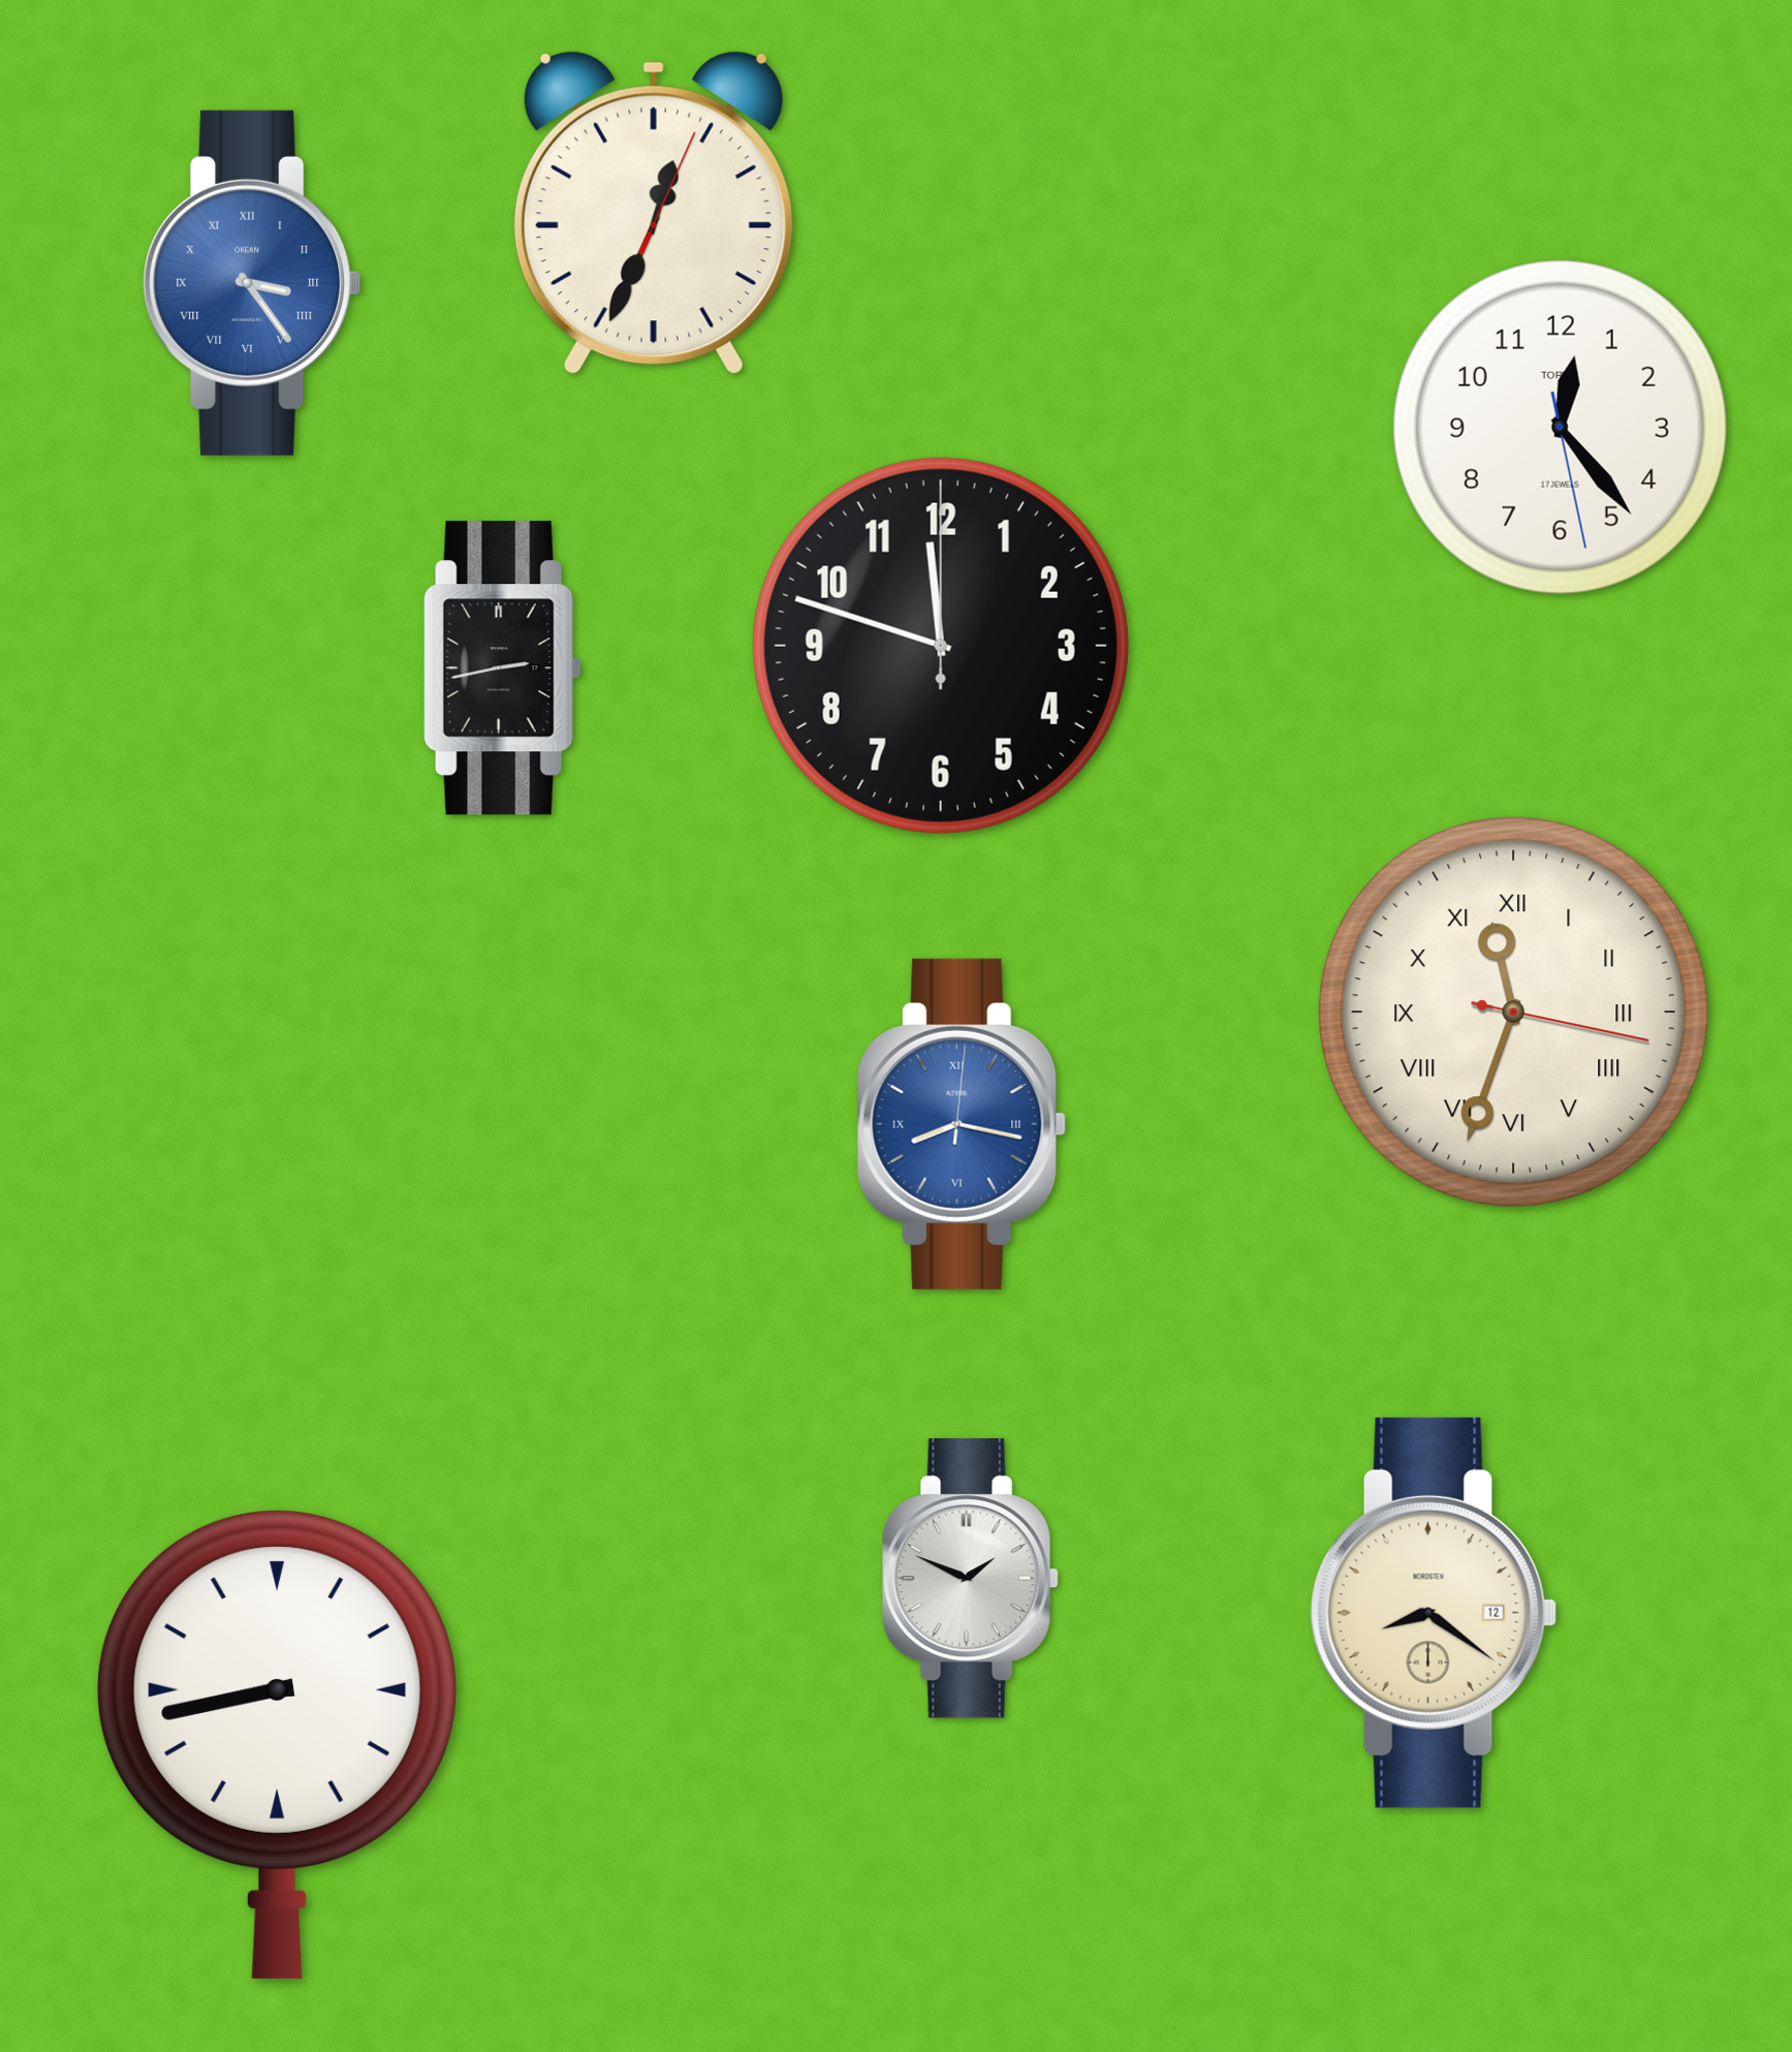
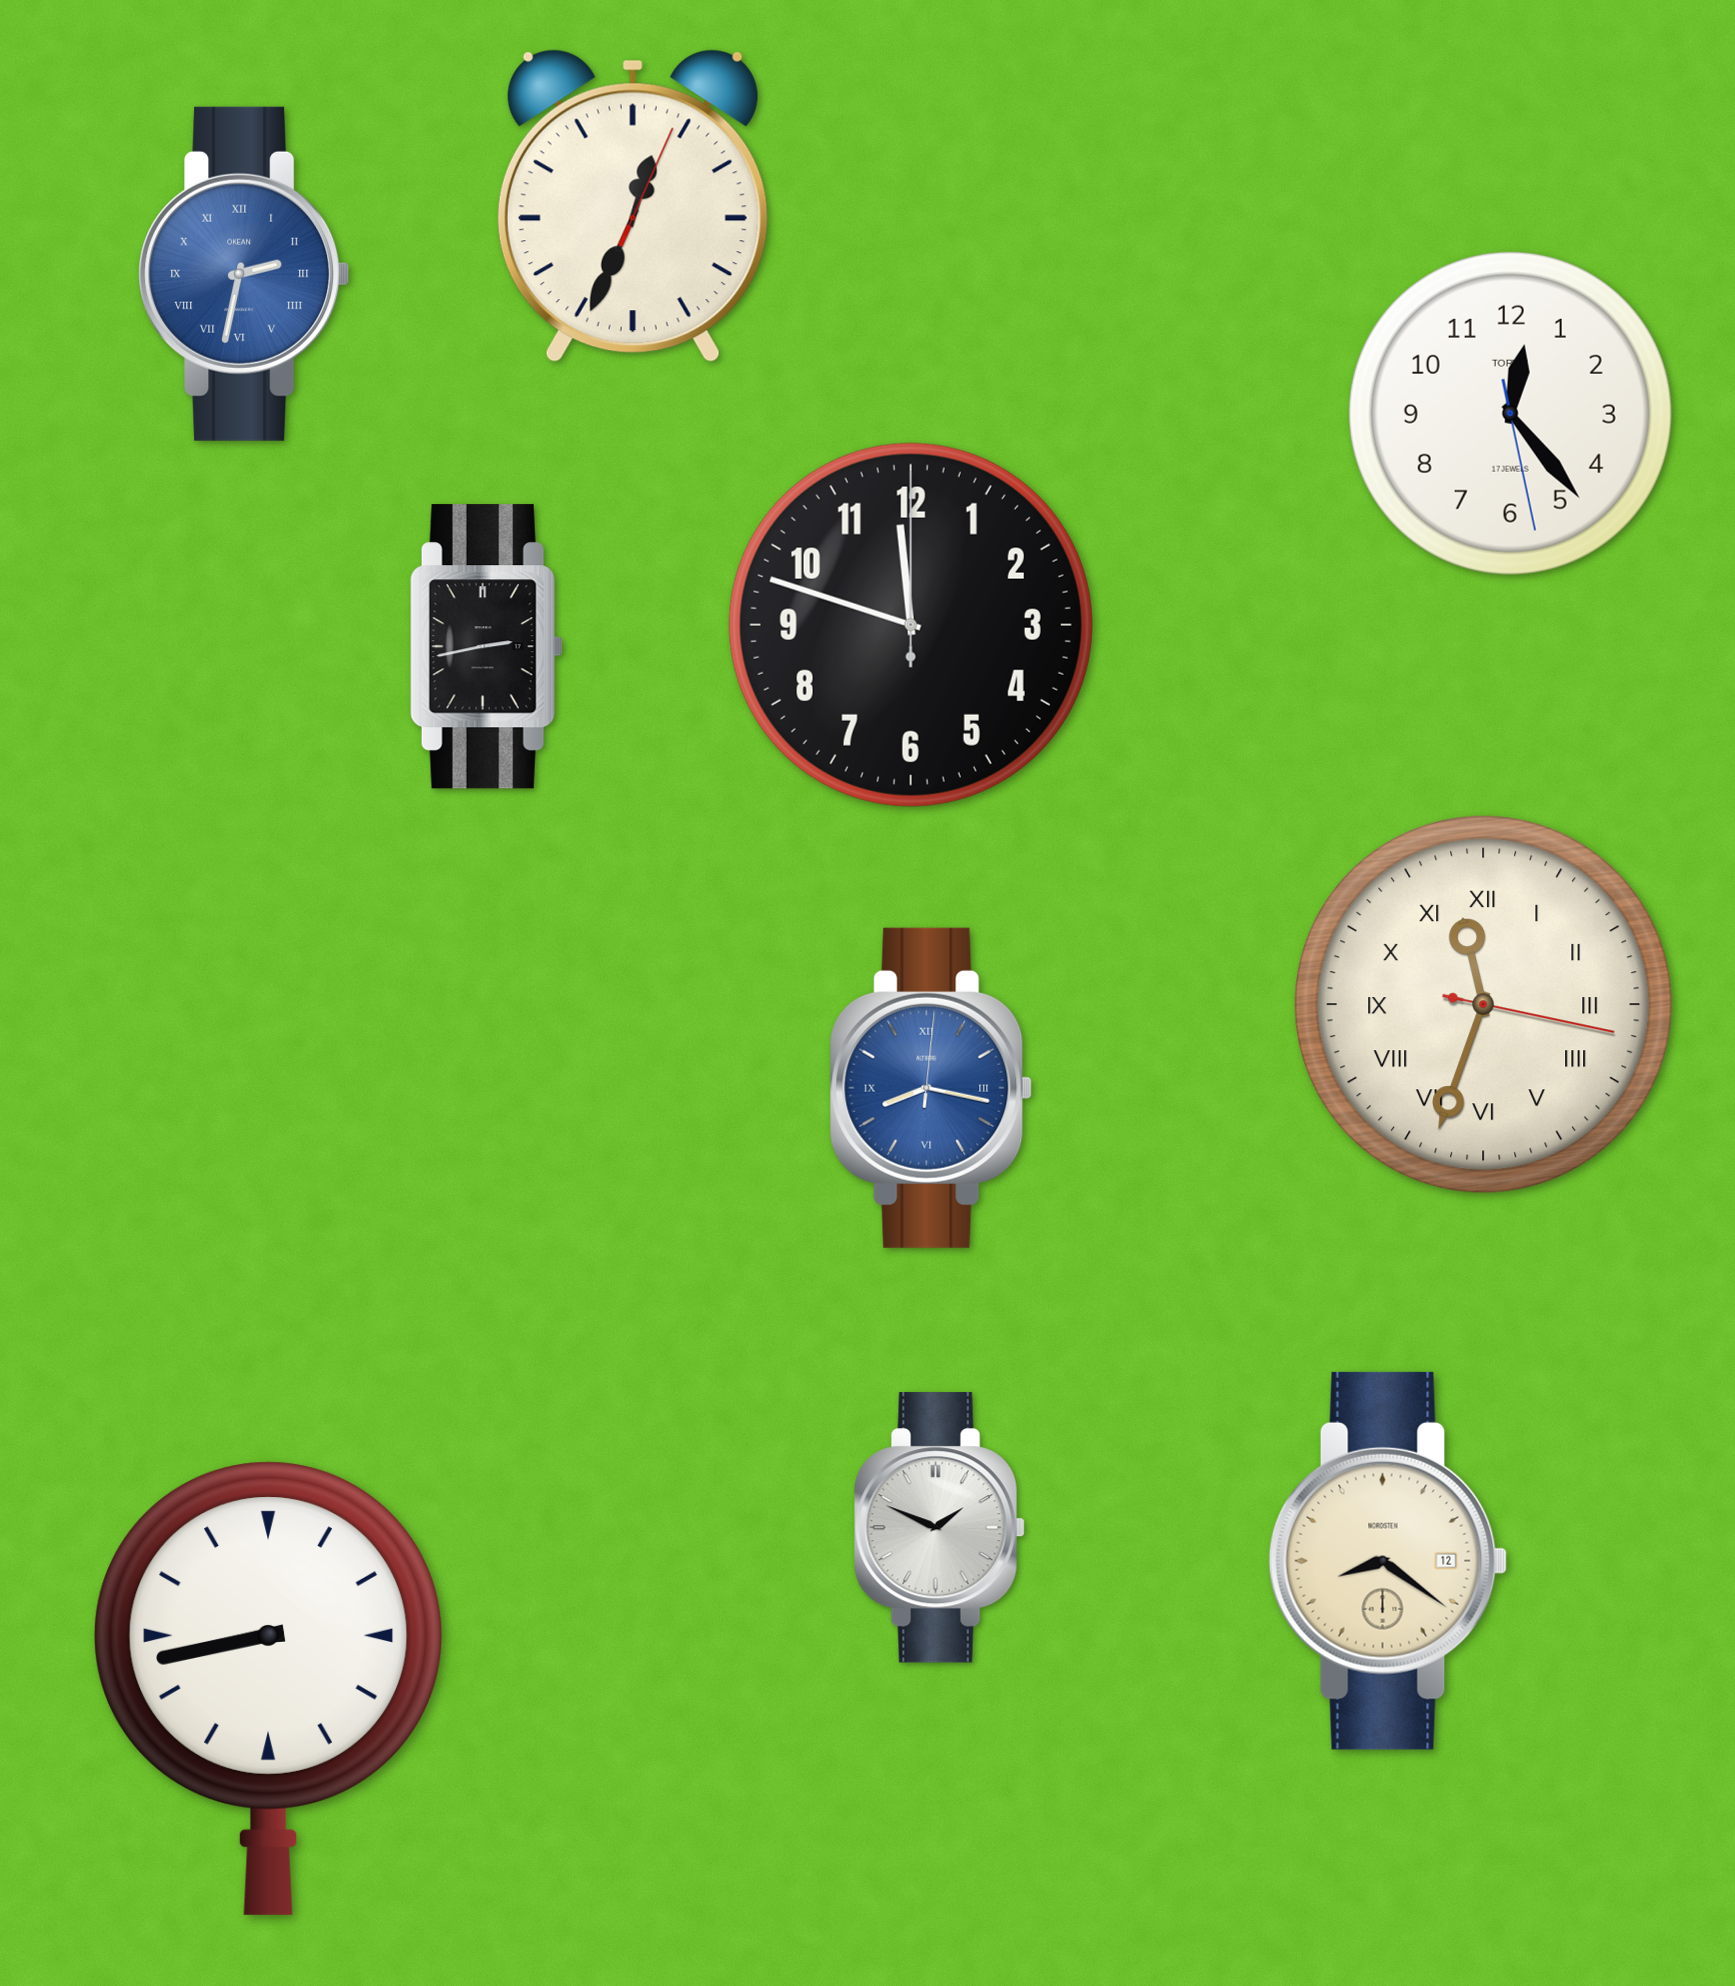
clock at (252, 283): 3:24 -> 2:32
clock at (1514, 1013) position: (1514, 1013) -> (1484, 1005)
